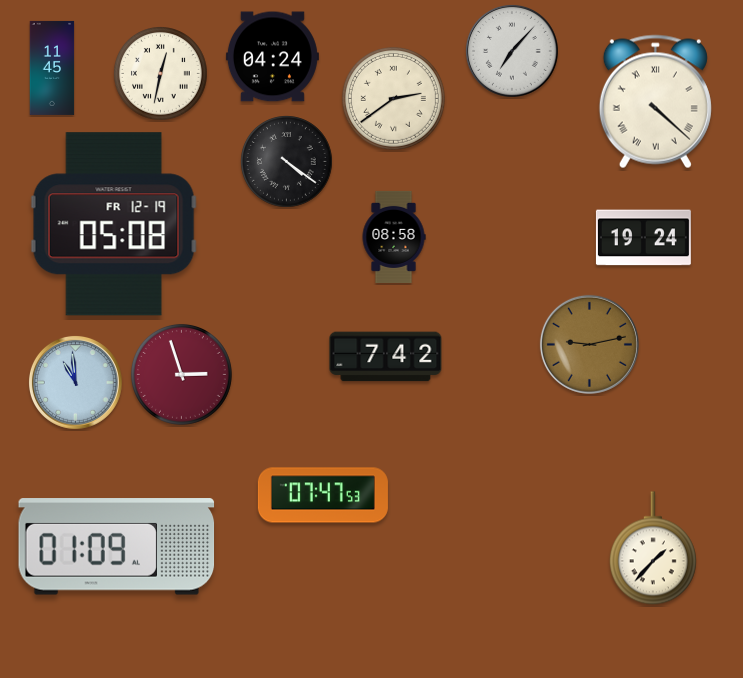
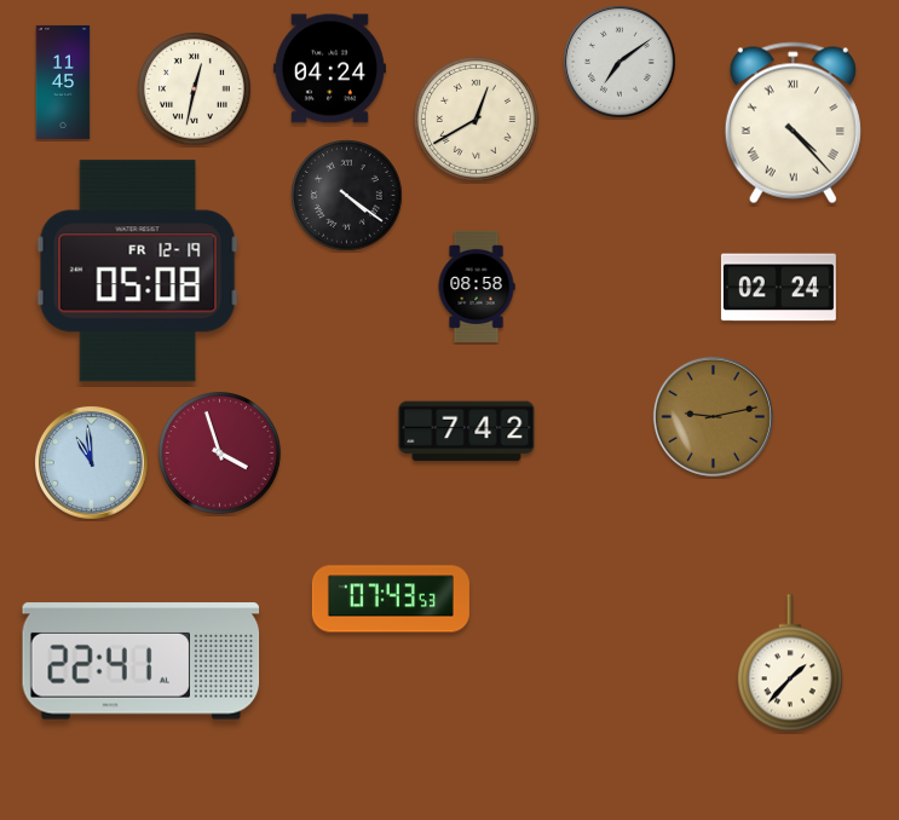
clock at (512, 51): 7:07 -> 7:09
clock at (393, 98): 2:39 -> 12:40
clock at (655, 102): 4:22 -> 4:23
clock at (643, 238): 19:24 -> 02:24
clock at (181, 374): 2:57 -> 3:57
clock at (323, 495): 07:47 -> 07:43
clock at (117, 547): 01:09 -> 22:41
